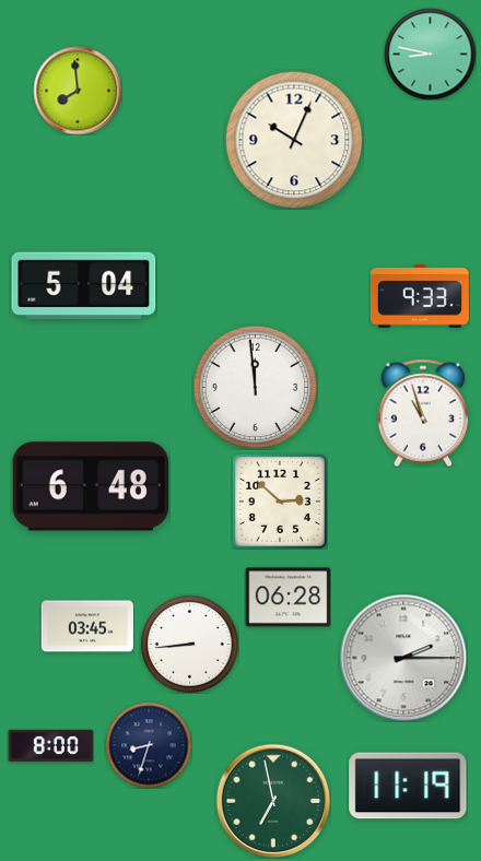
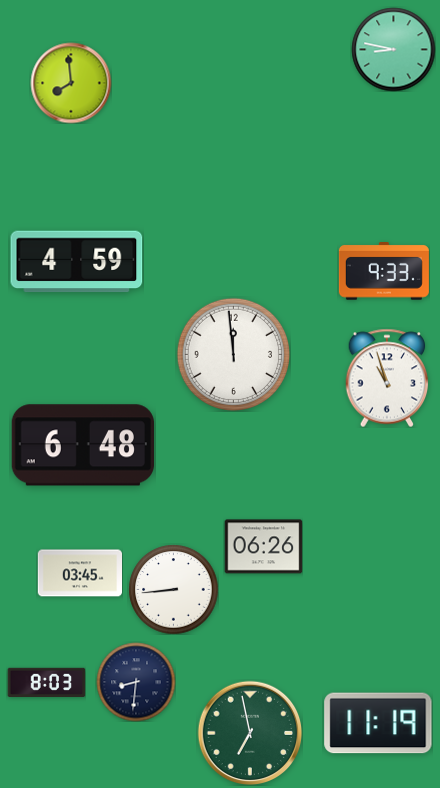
clock at (294, 140): 10:04 -> none
clock at (84, 286): 5:04 -> 4:59
clock at (280, 502): 2:52 -> none
clock at (288, 598): 06:28 -> 06:26
clock at (403, 658): 2:15 -> none
clock at (50, 745): 8:00 -> 8:03
clock at (149, 745): 8:33 -> 8:31
clock at (408, 786) position: (408, 786) -> (378, 723)
